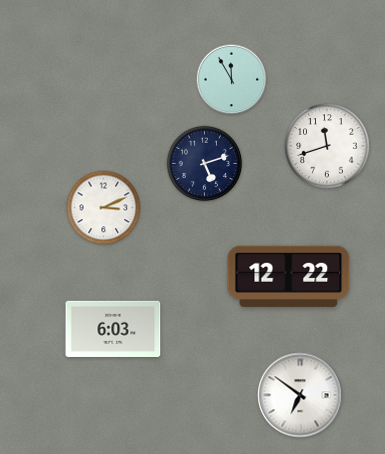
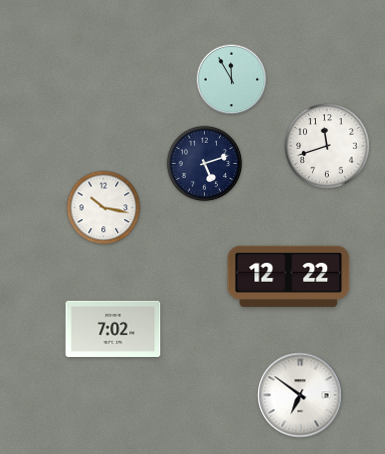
clock at (104, 208): 3:11 -> 10:17
clock at (113, 329): 6:03 -> 7:02
